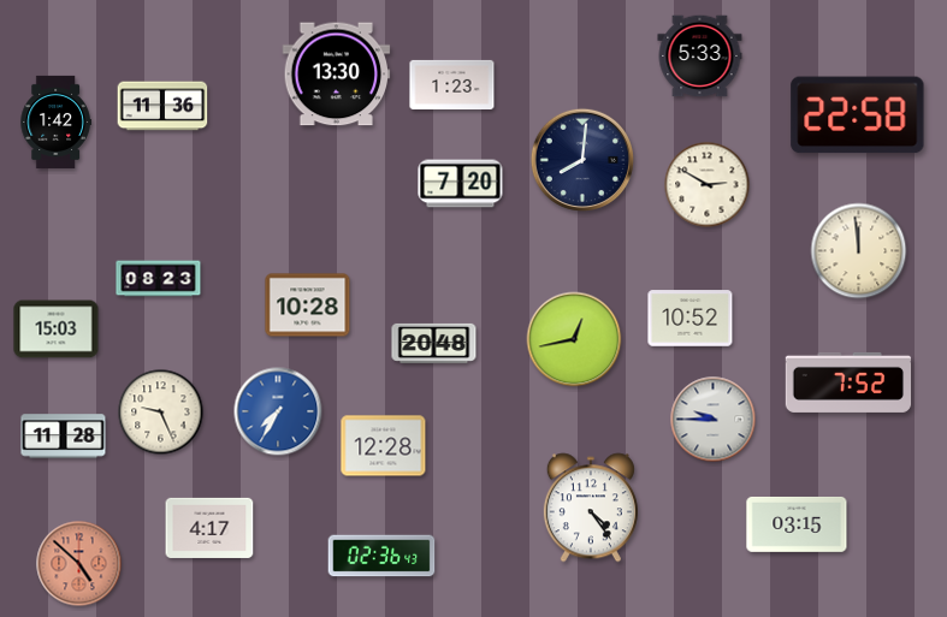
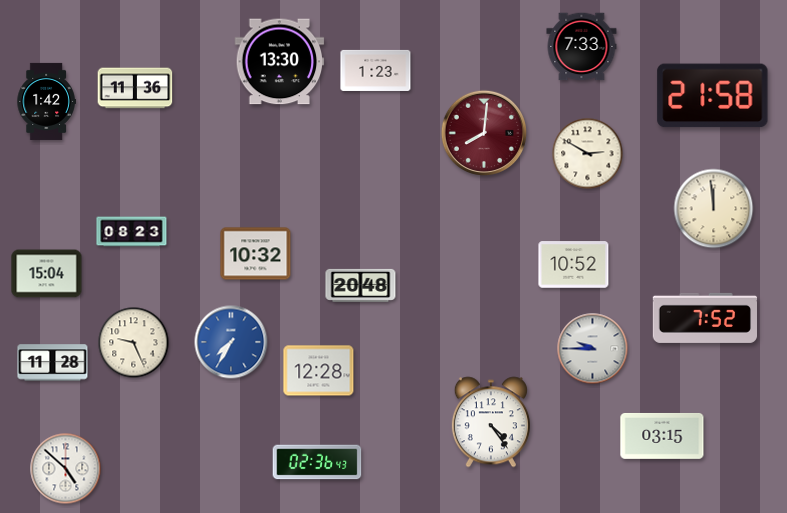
clock at (700, 57): 5:33 -> 7:33
clock at (858, 115): 22:58 -> 21:58
clock at (582, 160) dial: navy -> burgundy
clock at (461, 184): 7:20 -> none
clock at (308, 305): 10:28 -> 10:32
clock at (57, 330): 15:03 -> 15:04
clock at (574, 339): 12:43 -> none
clock at (209, 528): 4:17 -> none
clock at (79, 564) dial: salmon -> white
